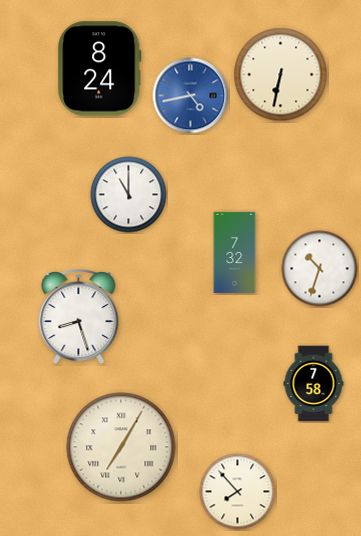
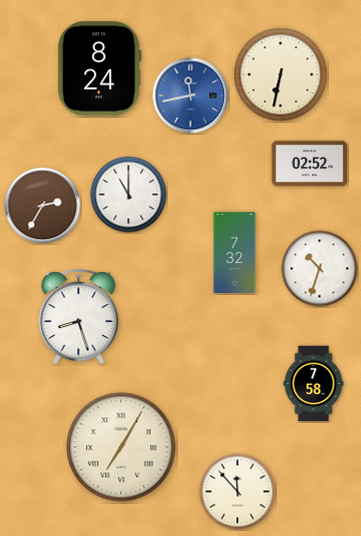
clock at (191, 96): 4:43 -> 11:43
clock at (310, 164): none -> 02:52
clock at (43, 206): none -> 2:35
clock at (238, 492): 7:53 -> 11:53
